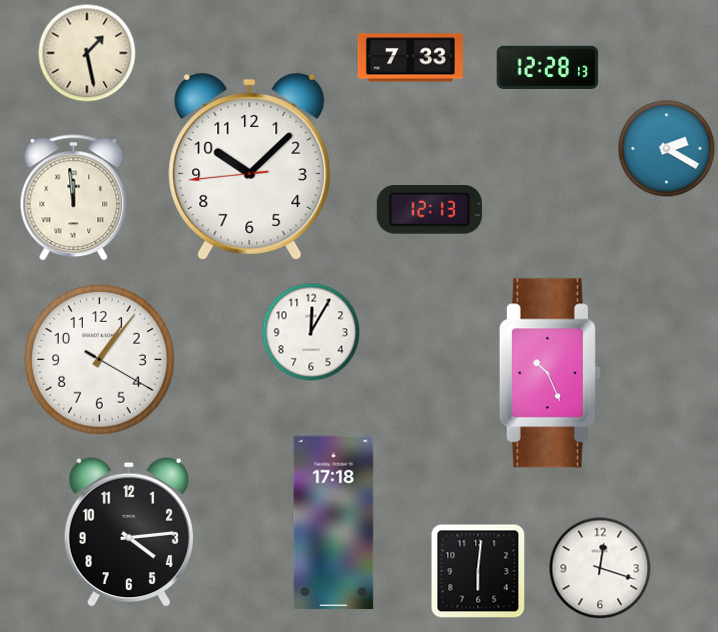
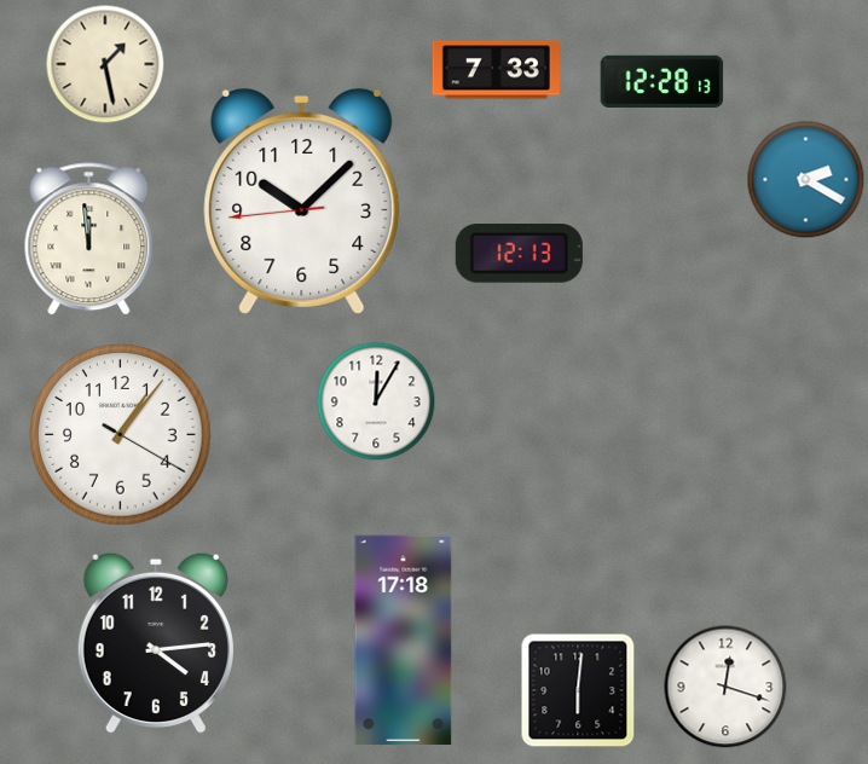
clock at (550, 373): 10:26 -> none
clock at (334, 523) position: (334, 523) -> (404, 641)
